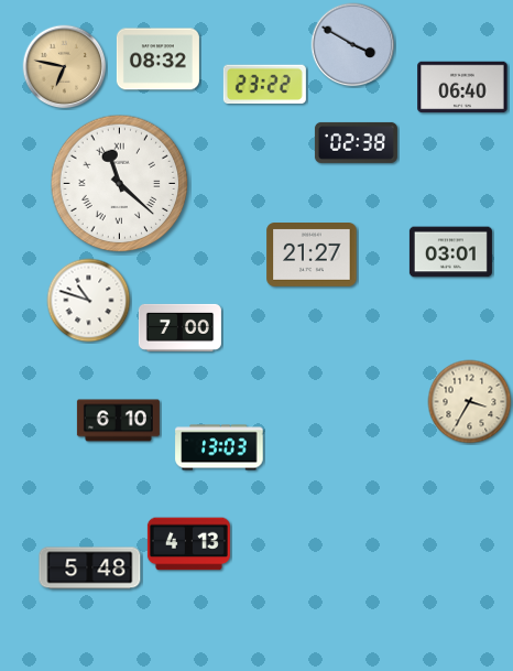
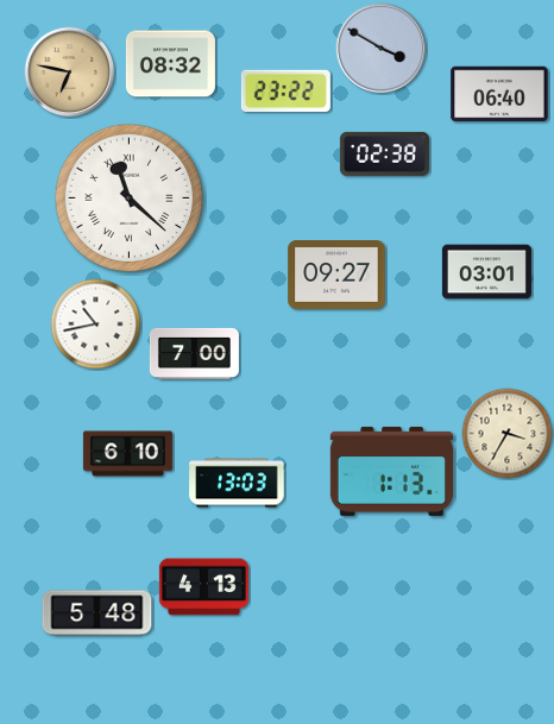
clock at (312, 256): 21:27 -> 09:27
clock at (89, 301): 10:48 -> 10:43
clock at (391, 471): none -> 1:13
